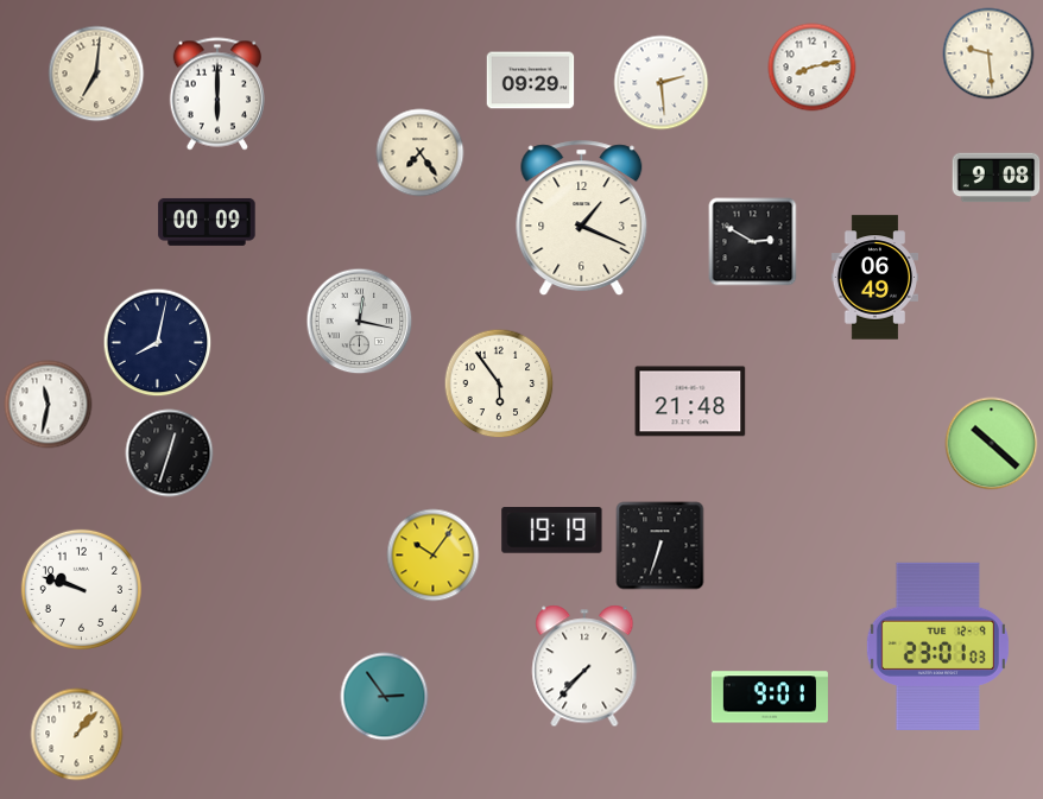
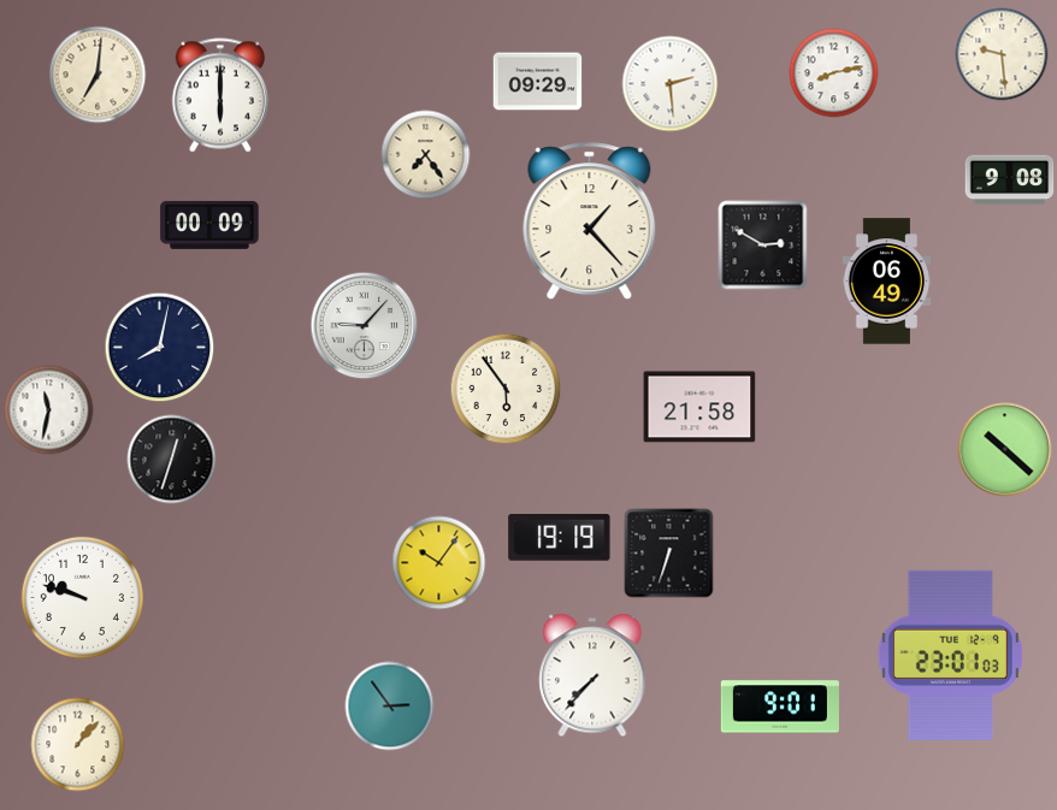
clock at (813, 68) position: (813, 68) -> (834, 73)
clock at (582, 218): 1:19 -> 1:23
clock at (360, 322): 12:17 -> 9:07
clock at (690, 401): 21:48 -> 21:58
